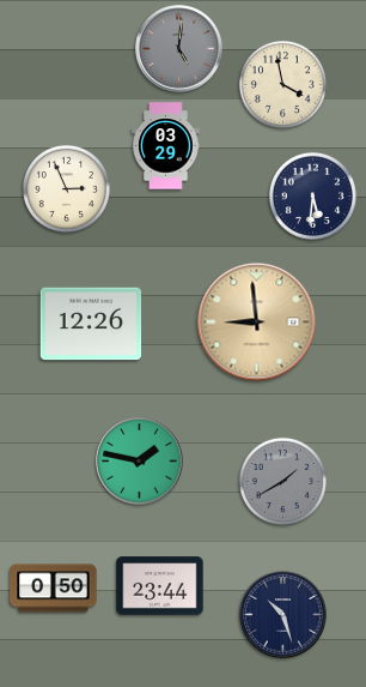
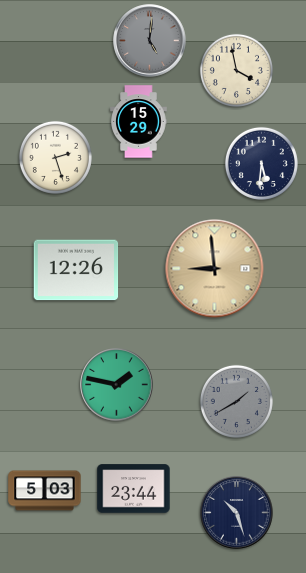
clock at (166, 146): 03:29 -> 15:29
clock at (66, 188): 2:56 -> 2:27
clock at (54, 589): 0:50 -> 5:03
